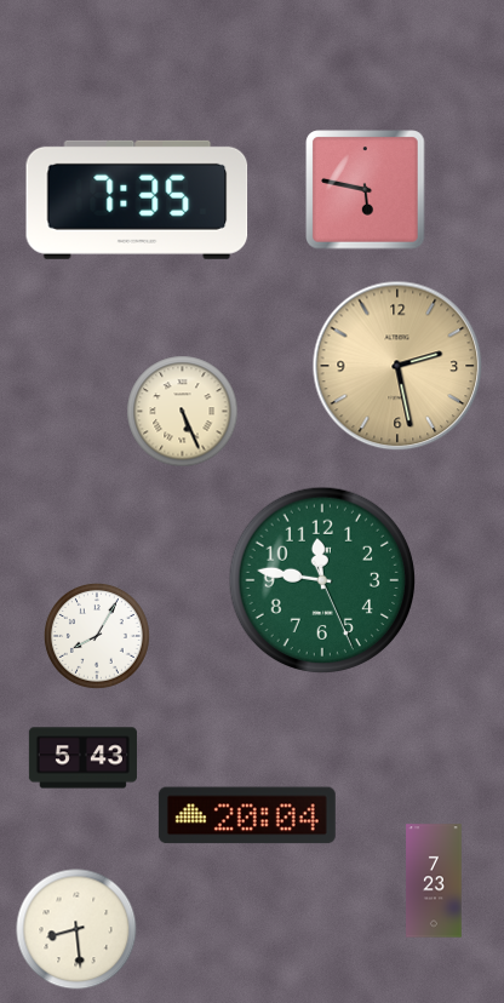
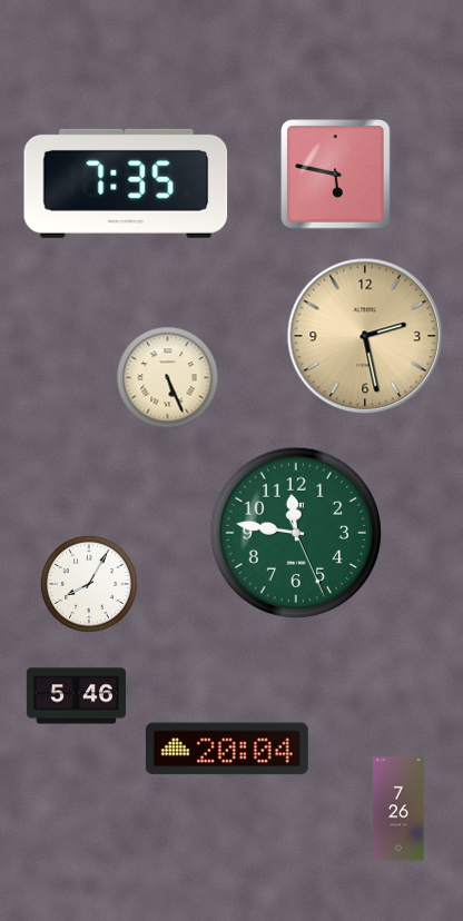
clock at (82, 758): 5:43 -> 5:46
clock at (434, 881): 7:23 -> 7:26
clock at (76, 929): 8:29 -> none
